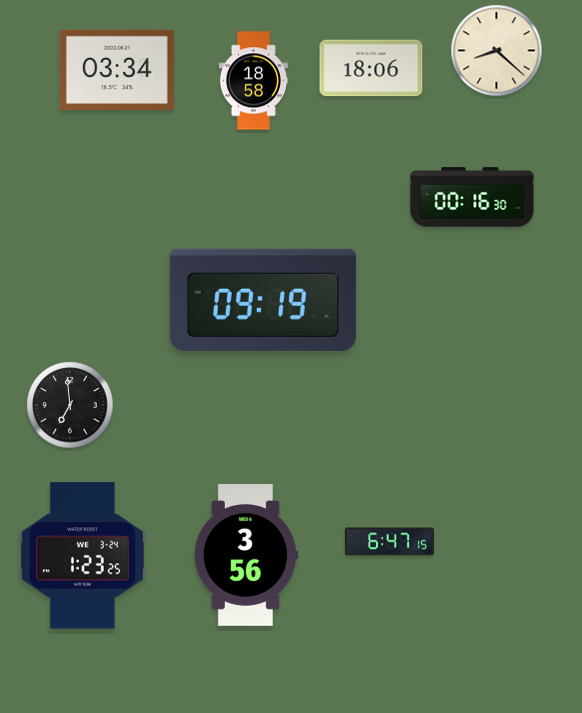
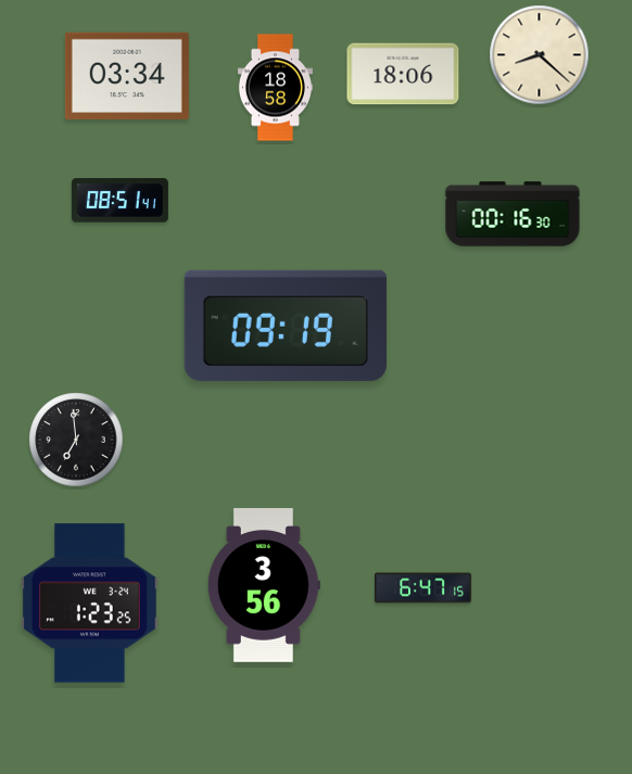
clock at (119, 201): none -> 08:51
clock at (246, 556) position: (246, 556) -> (264, 586)
